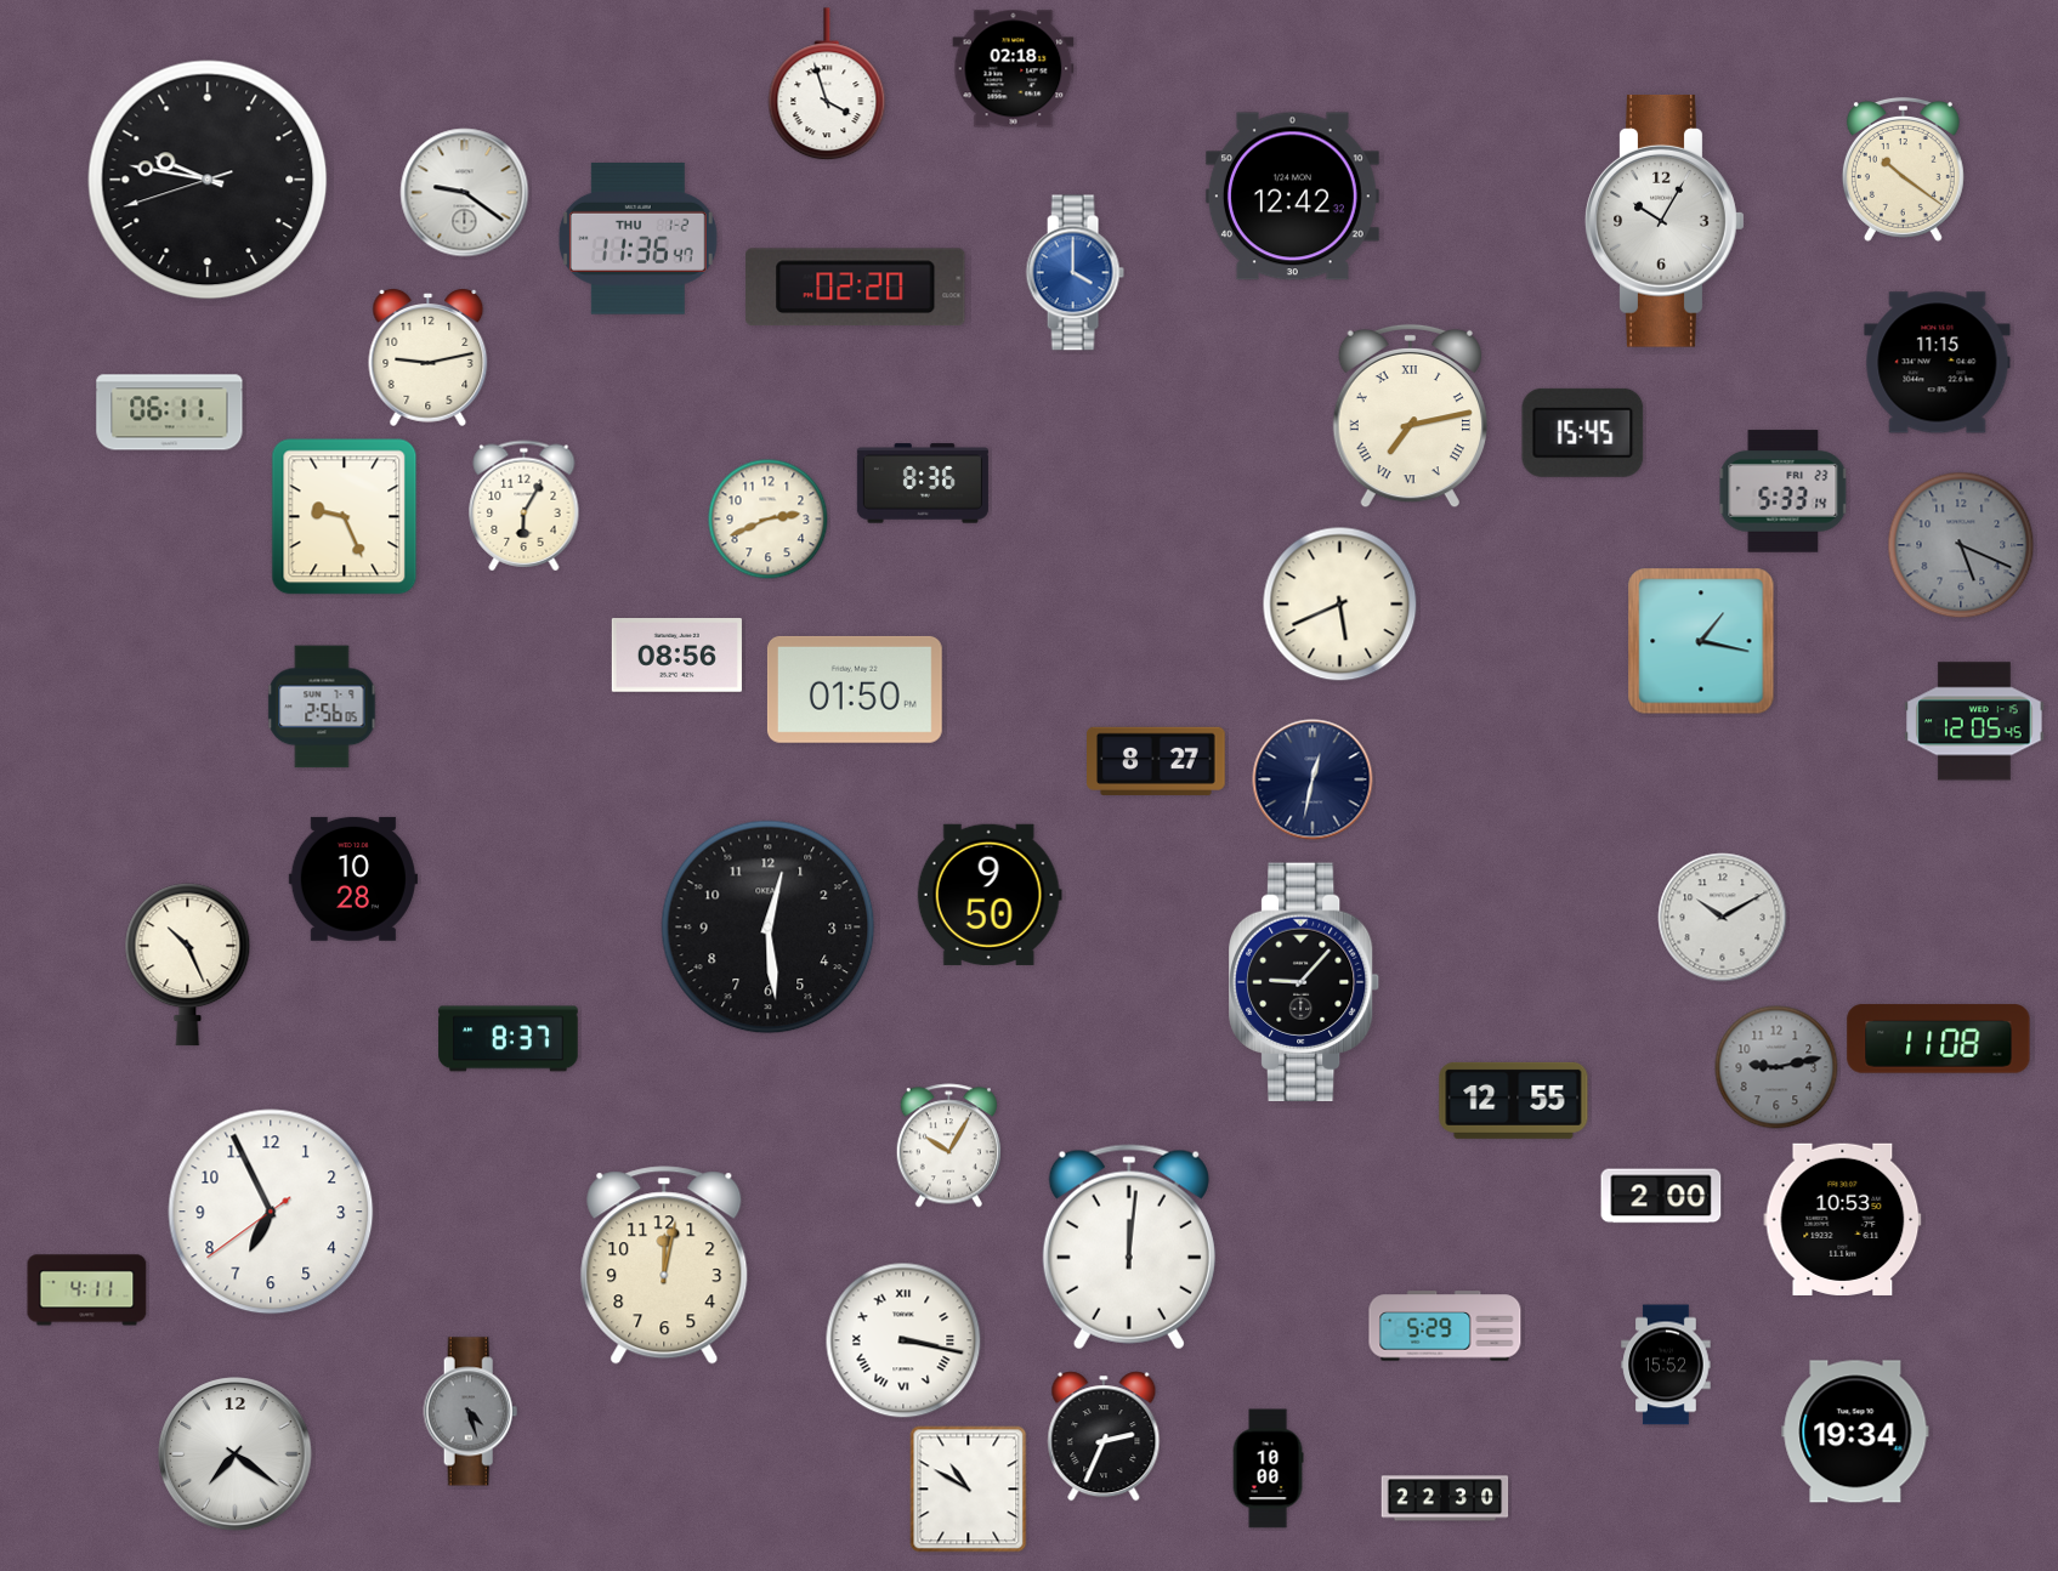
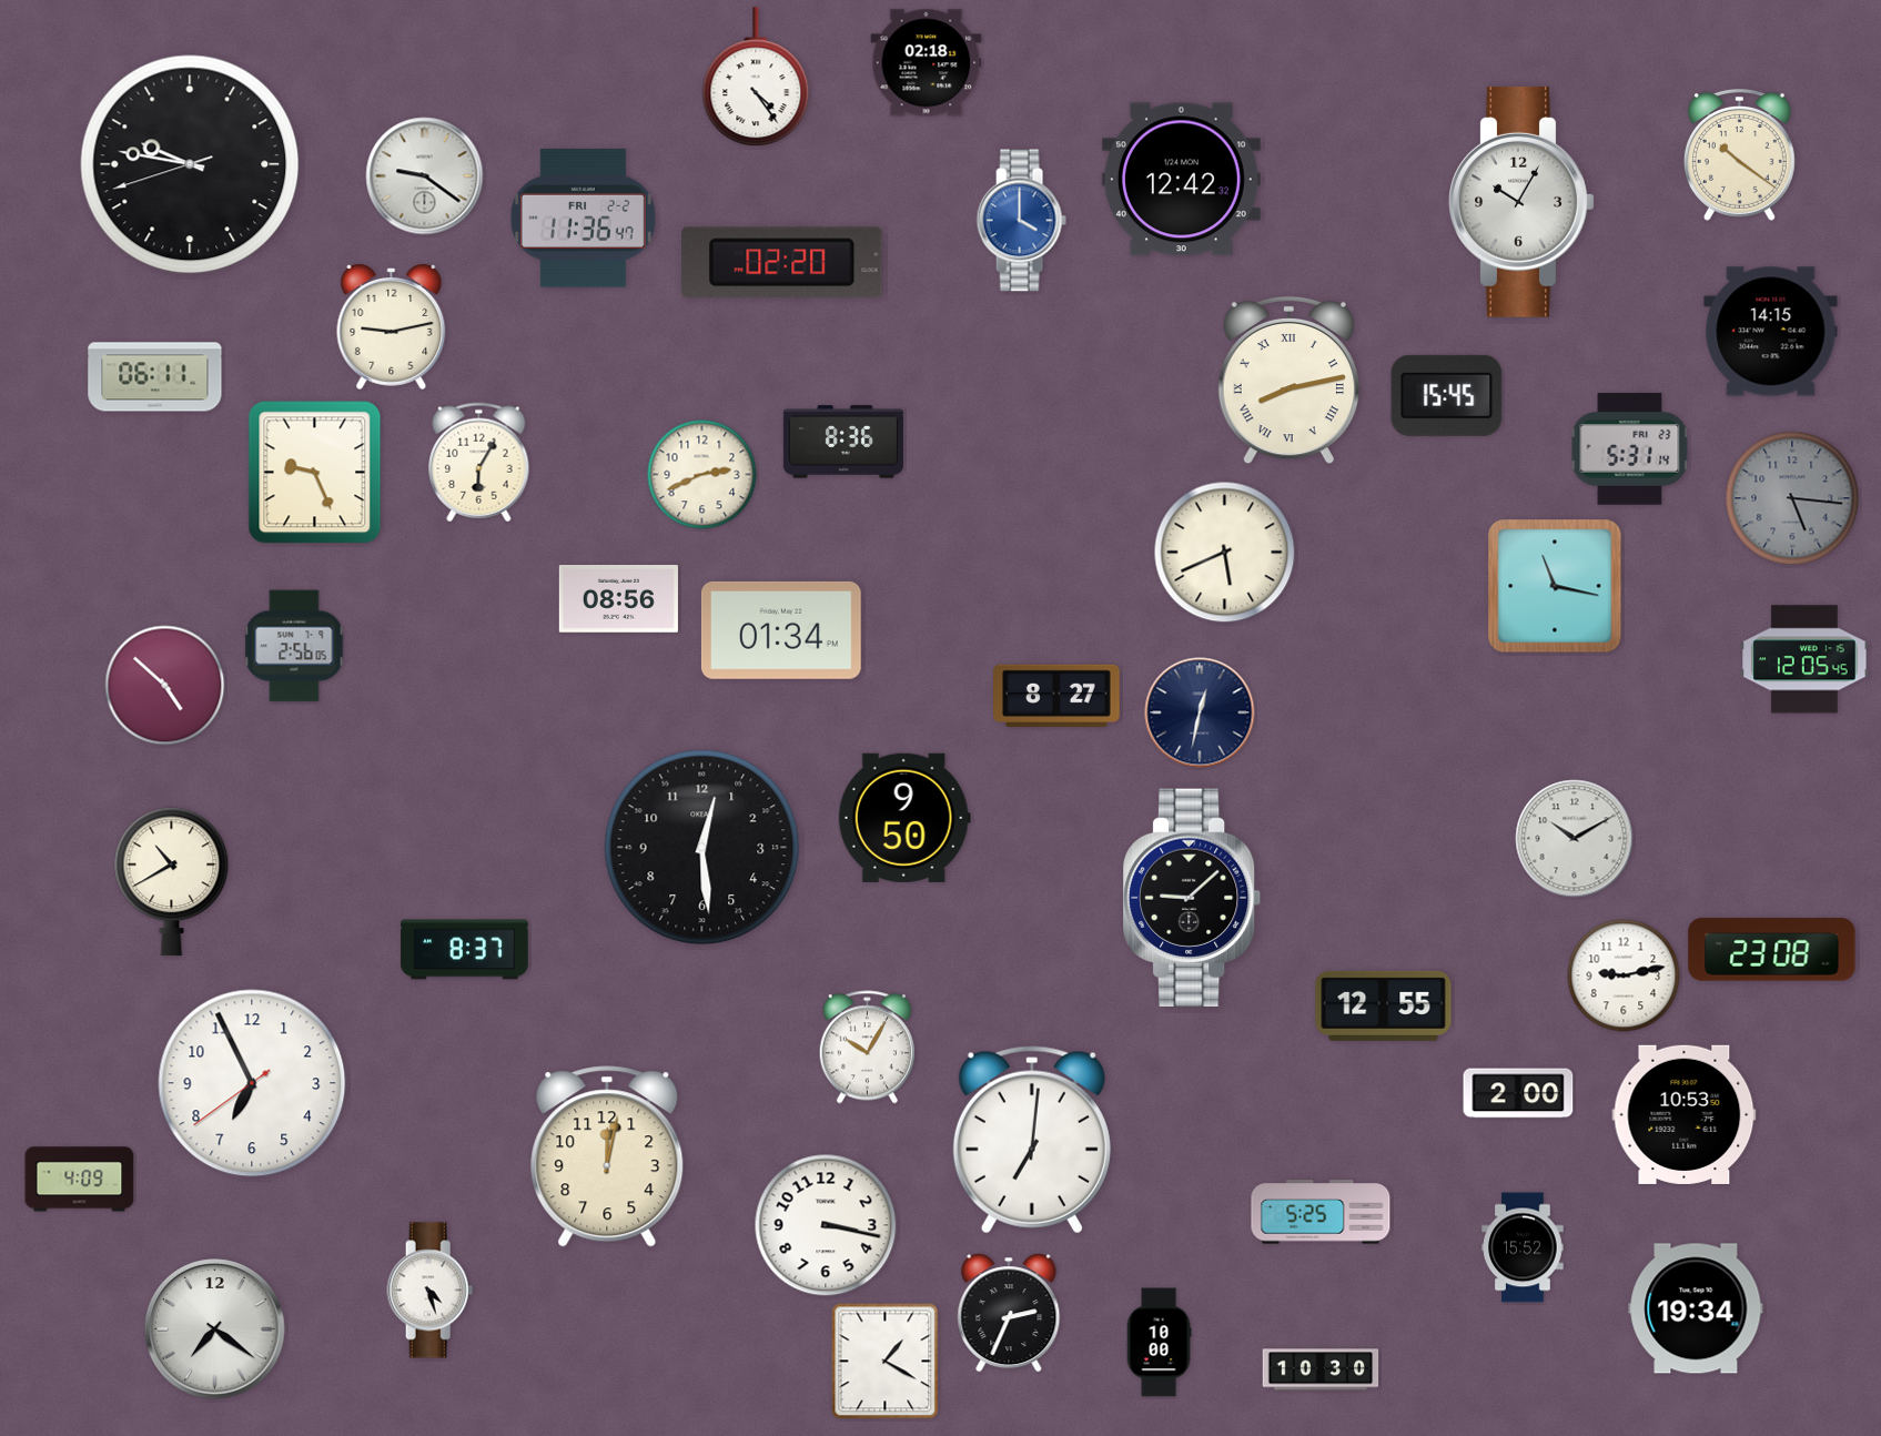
clock at (827, 85): 3:57 -> 4:24
clock at (637, 238) date: THU 1-2 -> FRI 2-2
clock at (1075, 273) position: (1075, 273) -> (1021, 221)
clock at (1938, 363): 11:15 -> 14:15
clock at (1410, 416): 7:13 -> 8:13
clock at (1784, 492): 5:33 -> 5:31
clock at (1961, 545): 5:19 -> 5:16
clock at (1701, 641): 1:17 -> 11:17
clock at (855, 690): 01:50 -> 01:34
clock at (165, 686): none -> 4:52
clock at (353, 879): 10:28 -> none
clock at (188, 965): 10:26 -> 10:40
clock at (1305, 981): 9:07 -> 9:08
clock at (1939, 1039): 11:08 -> 23:08
clock at (1776, 1067) dial: grey -> white
clock at (271, 1212) position: (271, 1212) -> (252, 1083)
clock at (1129, 1247): 12:01 -> 7:01
clock at (87, 1291): 4:11 -> 4:09
clock at (1445, 1326): 5:29 -> 5:25
clock at (903, 1340) numerals: Roman -> Arabic
clock at (471, 1412) dial: grey -> white
clock at (969, 1490): 10:50 -> 1:20
clock at (1445, 1498): 22:30 -> 10:30
